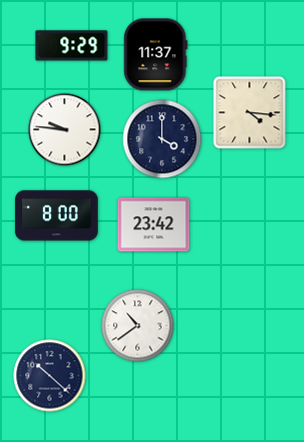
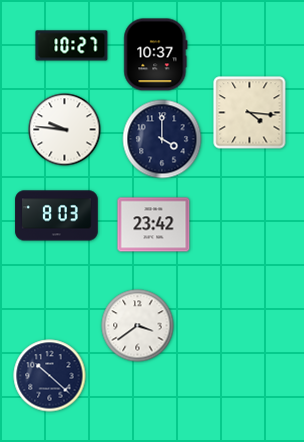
clock at (72, 46): 9:29 -> 10:27
clock at (156, 55): 11:37 -> 10:37
clock at (57, 216): 8:00 -> 8:03
clock at (138, 326): 10:39 -> 3:39
